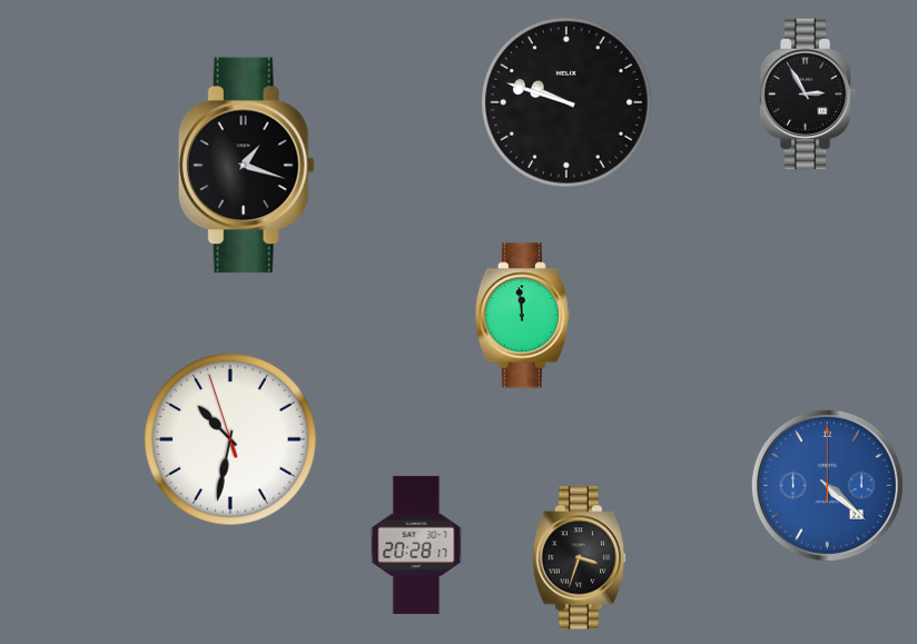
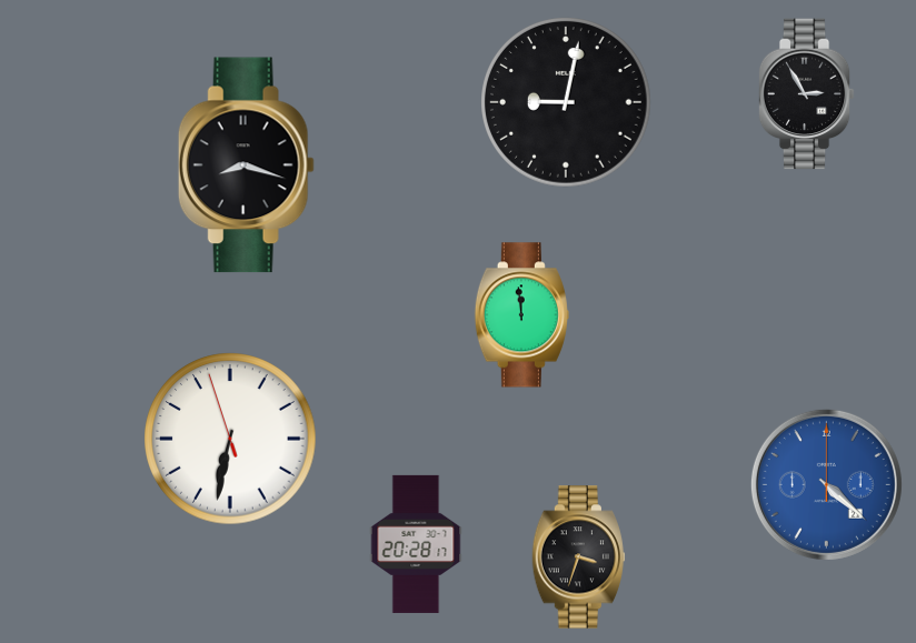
clock at (568, 103): 9:48 -> 9:02
clock at (246, 166): 1:18 -> 8:18
clock at (230, 439): 10:31 -> 6:31
